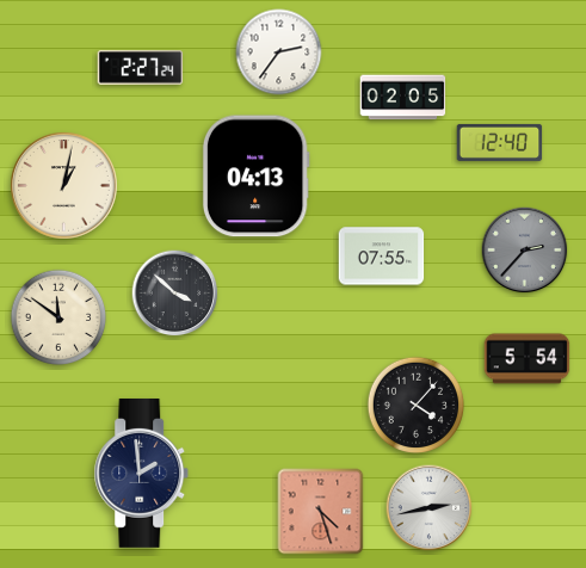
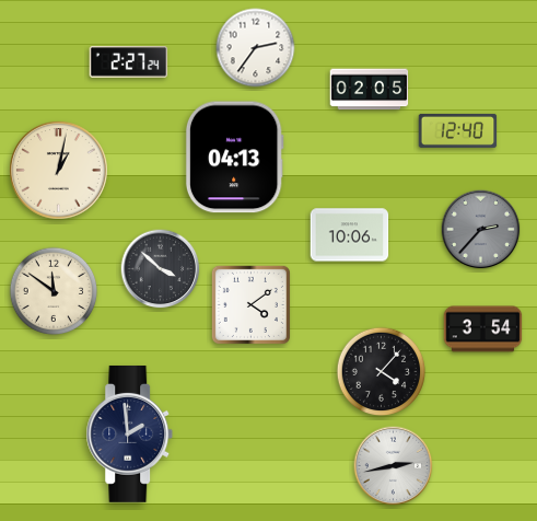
clock at (255, 177) position: (255, 177) -> (234, 158)
clock at (382, 257): 07:55 -> 10:06
clock at (250, 304): none -> 4:09
clock at (528, 359): 5:54 -> 3:54
clock at (321, 512): 4:27 -> none
